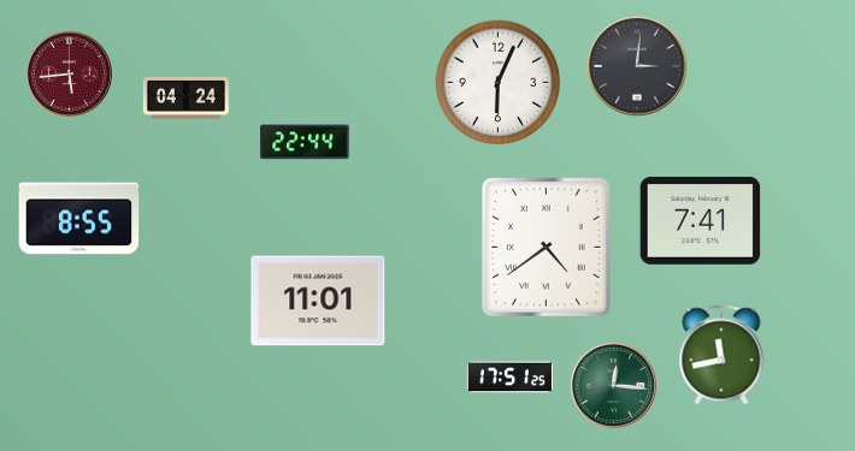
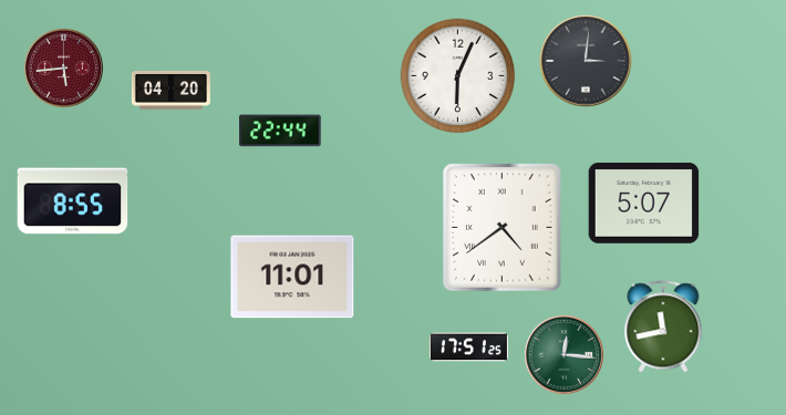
clock at (185, 99): 04:24 -> 04:20
clock at (701, 220): 7:41 -> 5:07
